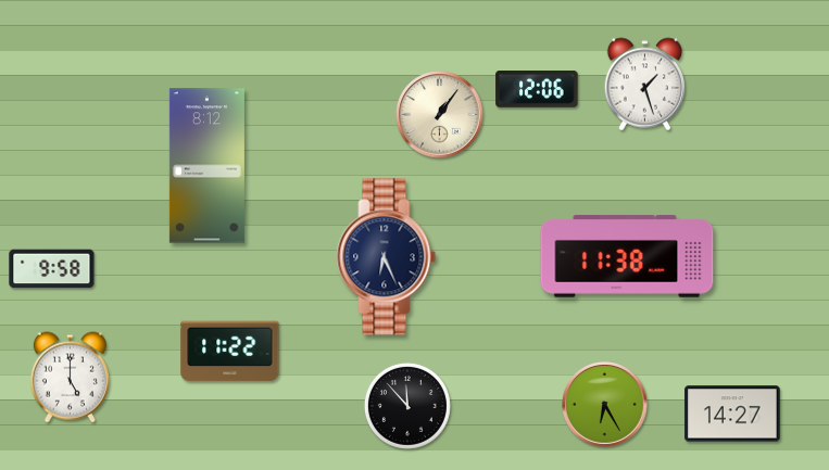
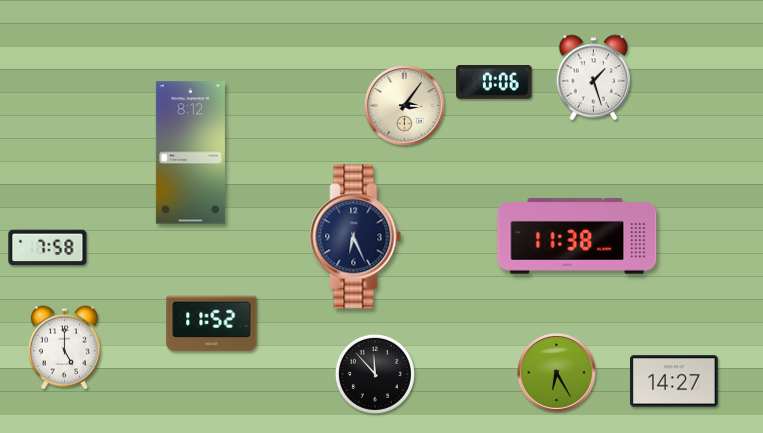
clock at (537, 90): 12:06 -> 0:06
clock at (440, 115): 1:06 -> 3:06
clock at (52, 269): 9:58 -> 7:58
clock at (230, 352): 11:22 -> 11:52
